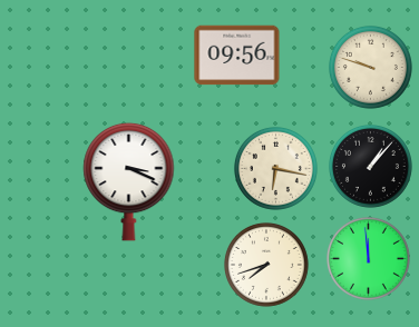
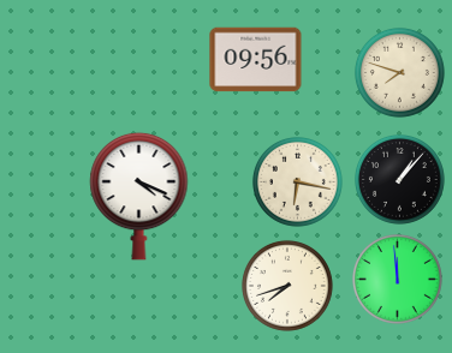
clock at (370, 67): 9:48 -> 7:48
clock at (129, 181): 3:19 -> 4:19
